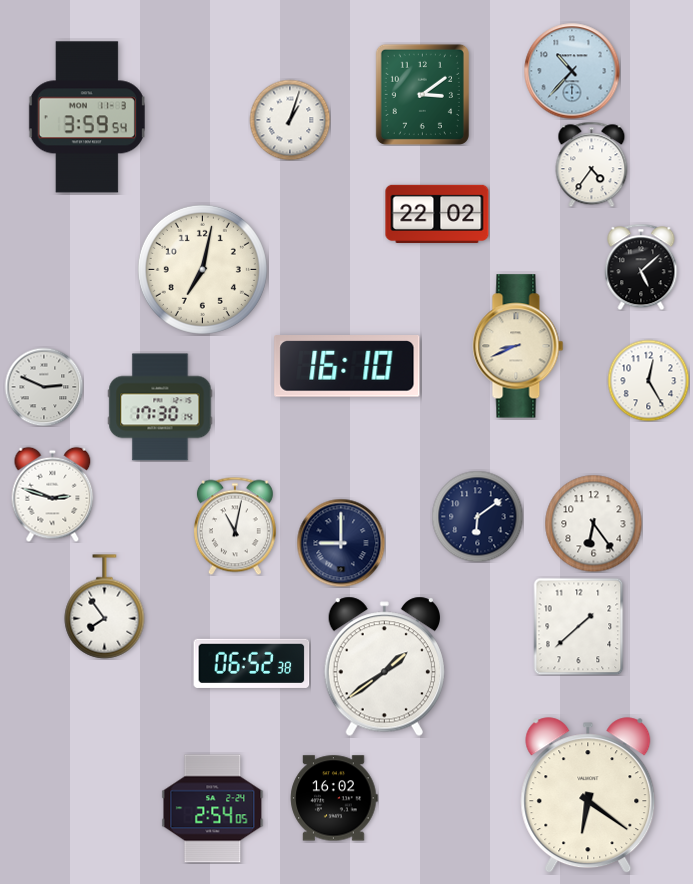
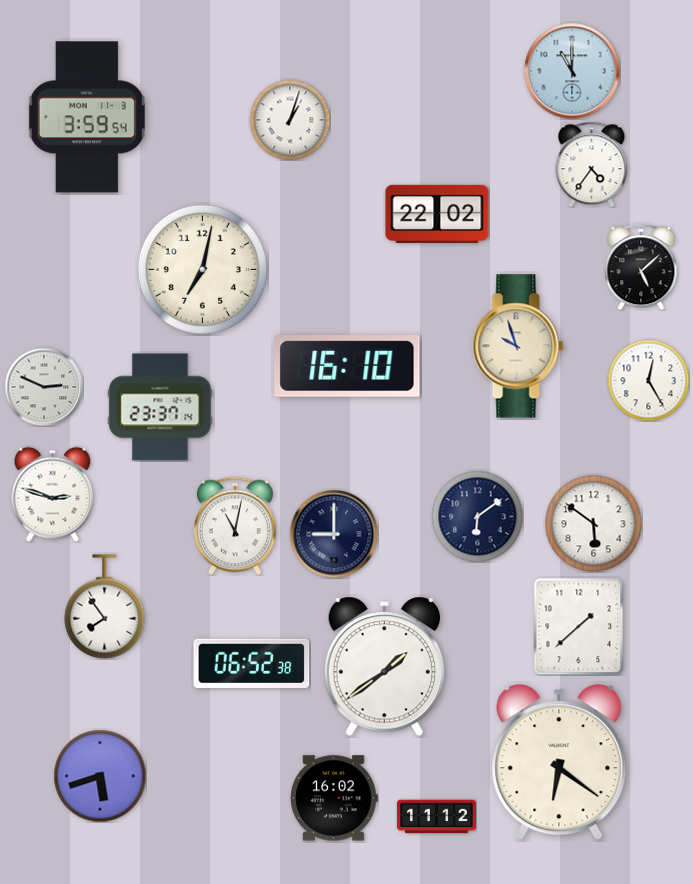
clock at (572, 71): 10:37 -> 11:00
clock at (422, 94): 3:09 -> none
clock at (518, 346): 8:41 -> 9:57
clock at (160, 407): 17:30 -> 23:37
clock at (593, 523): 6:24 -> 5:51
clock at (341, 543) position: (341, 543) -> (334, 534)
clock at (100, 776): none -> 5:42
clock at (588, 796) position: (588, 796) -> (559, 763)
clock at (213, 809): 2:54 -> none
clock at (436, 817): none -> 11:12
